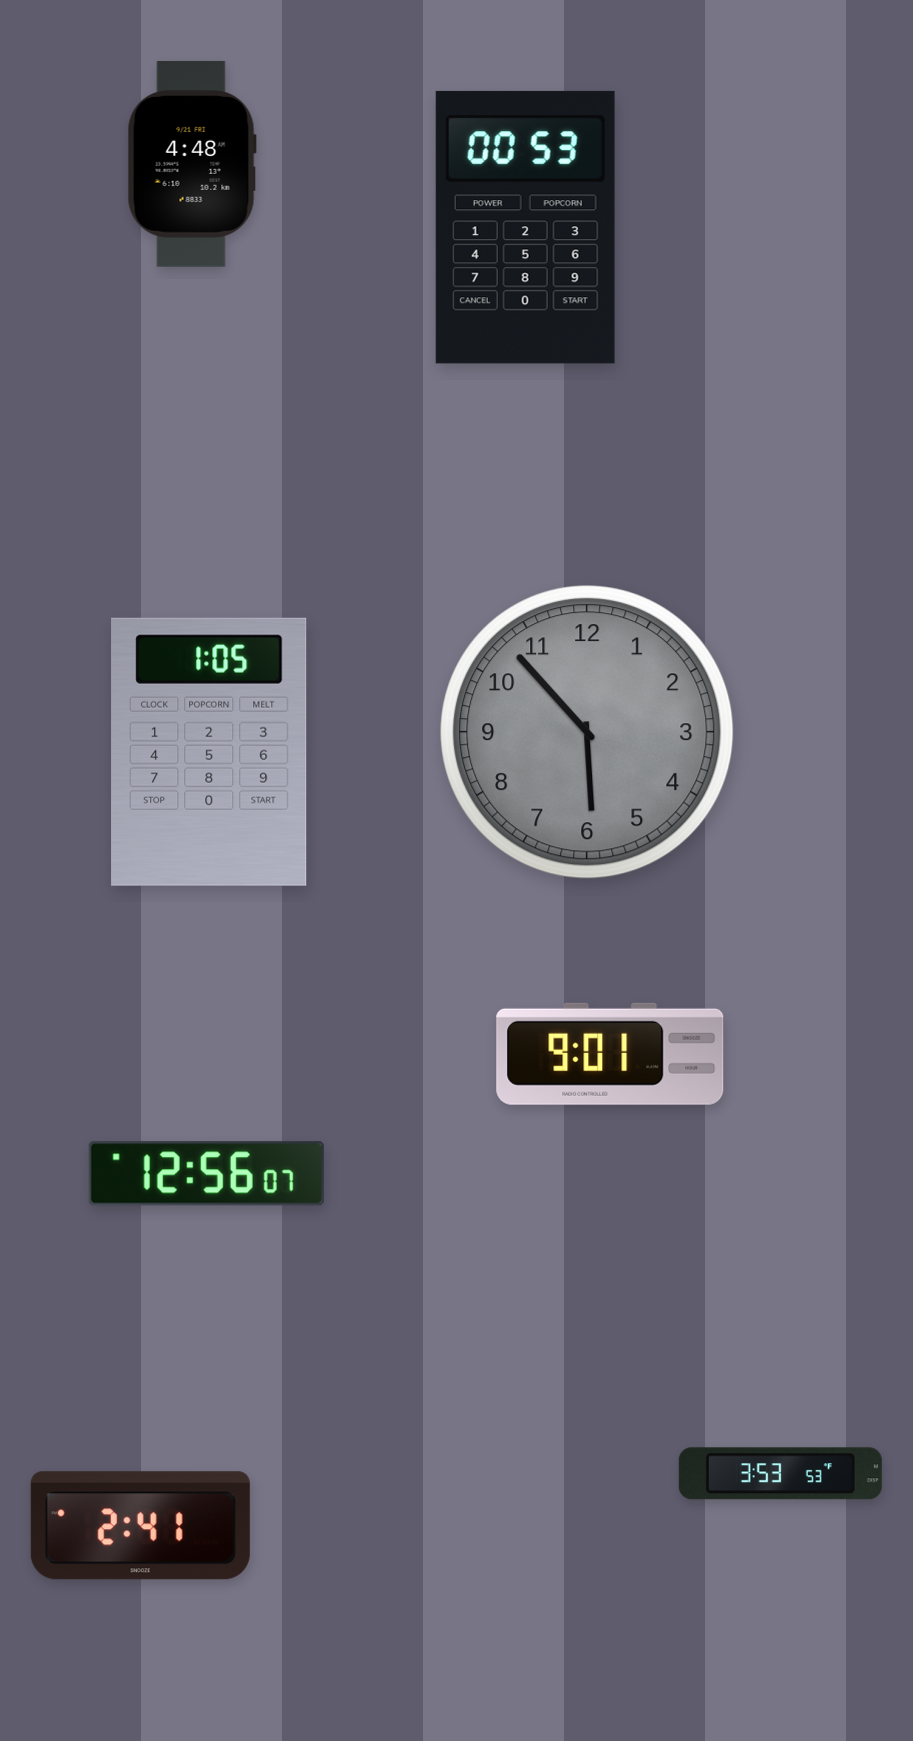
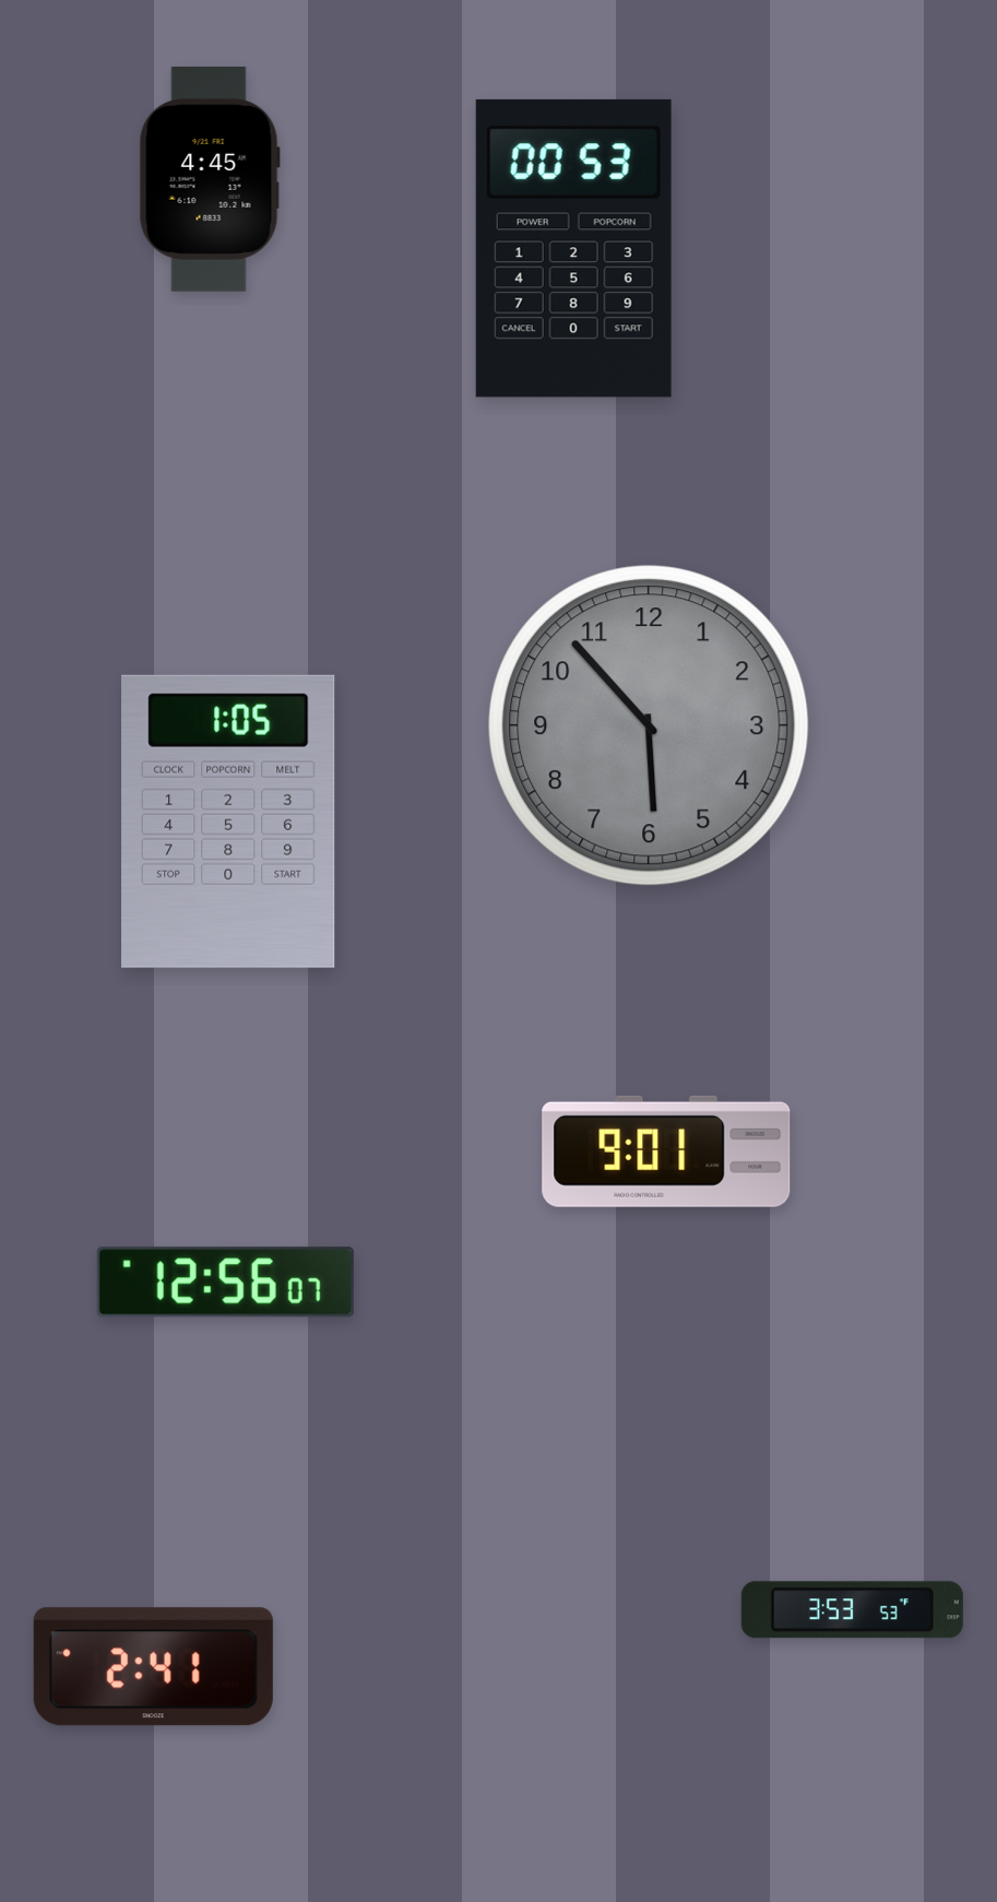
clock at (192, 164): 4:48 -> 4:45
clock at (587, 732) position: (587, 732) -> (649, 725)
